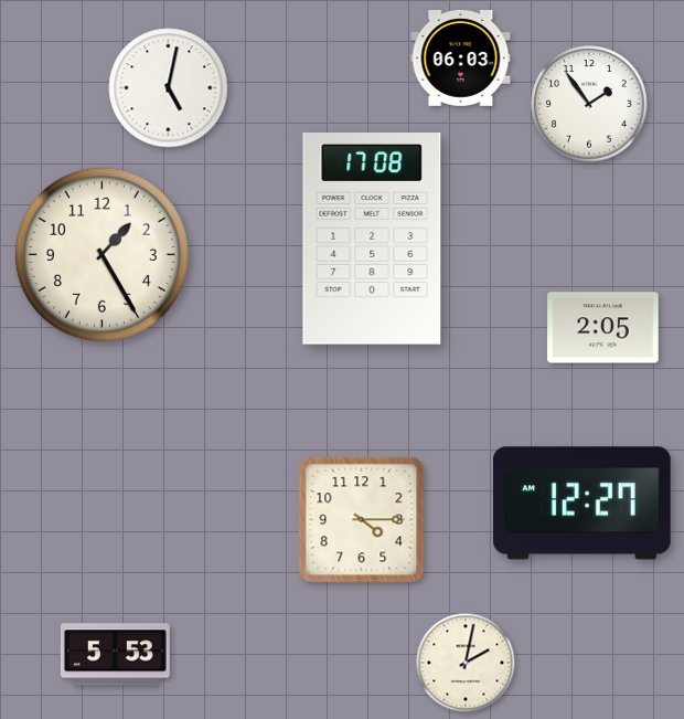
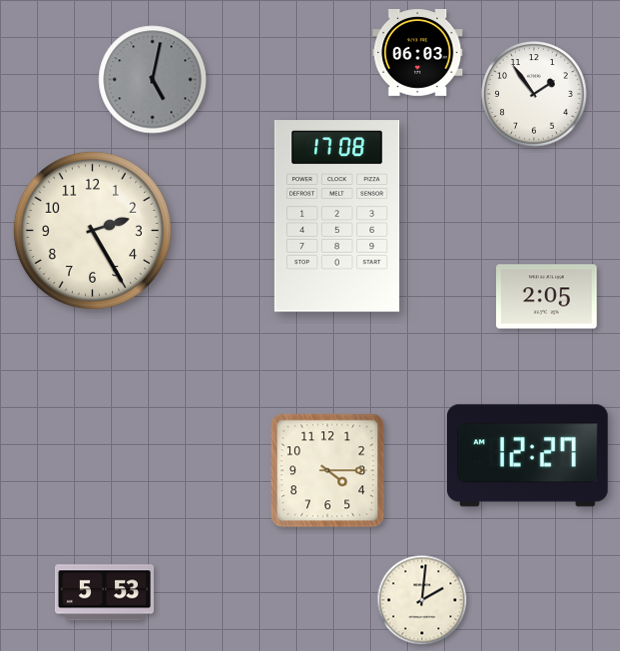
clock at (169, 88) dial: white -> grey
clock at (101, 254): 1:25 -> 2:25
clock at (466, 663): 2:02 -> 2:01
